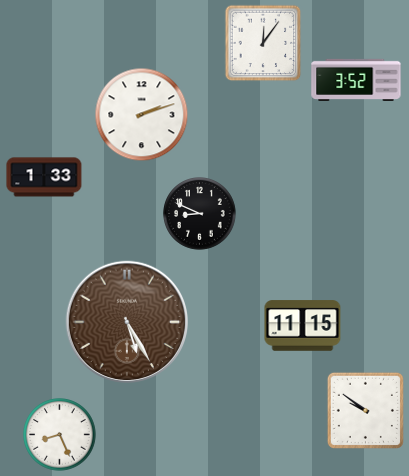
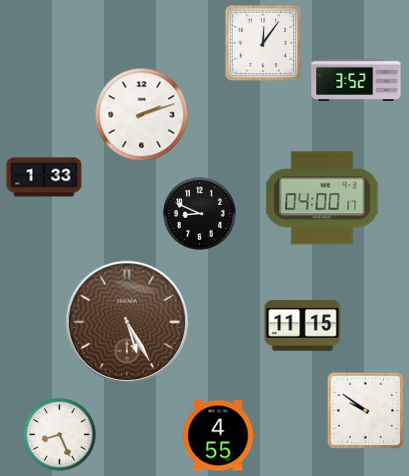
clock at (322, 198): none -> 04:00
clock at (218, 436): none -> 4:55
